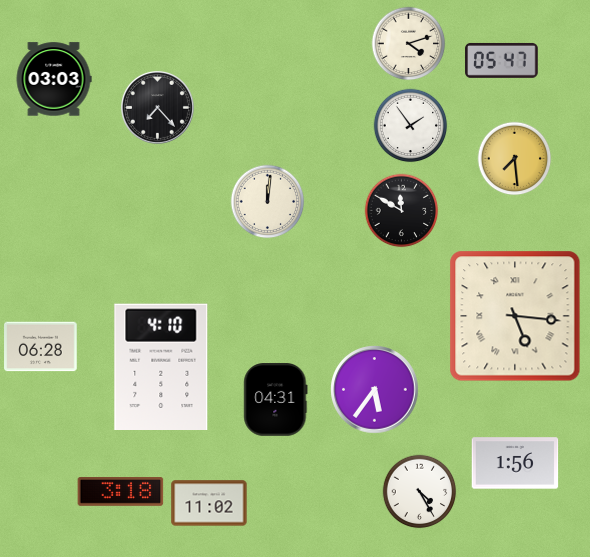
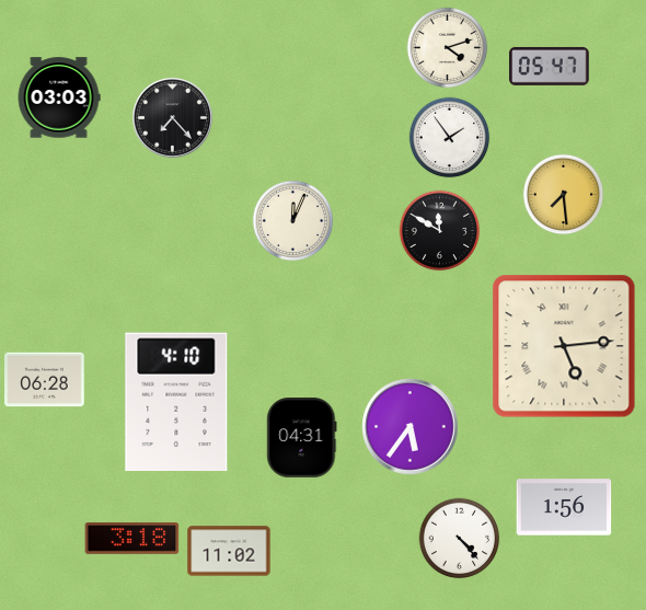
clock at (54, 79) position: (54, 79) -> (59, 97)
clock at (515, 159) position: (515, 159) -> (564, 195)
clock at (268, 202): 12:01 -> 12:04
clock at (515, 316): 5:16 -> 5:14
clock at (420, 492): 4:25 -> 4:23
